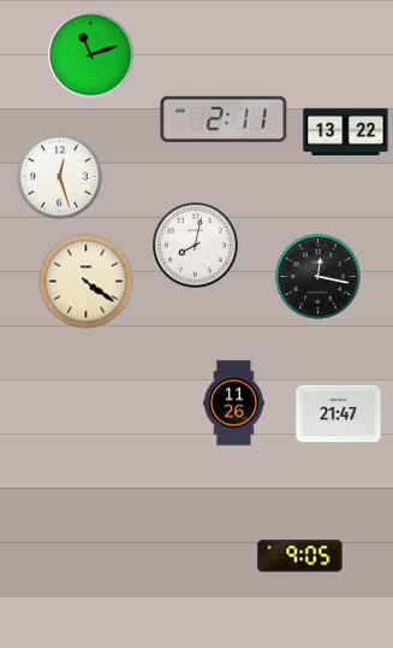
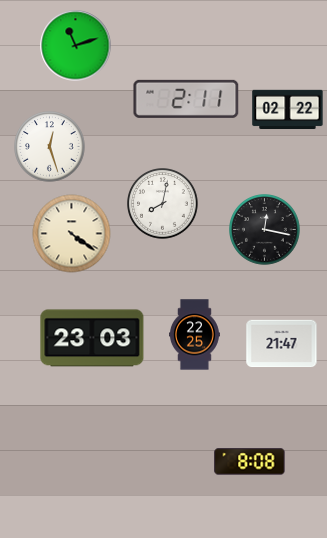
clock at (346, 132): 13:22 -> 02:22
clock at (234, 403): 11:26 -> 22:25
clock at (92, 338): none -> 23:03
clock at (300, 556): 9:05 -> 8:08
